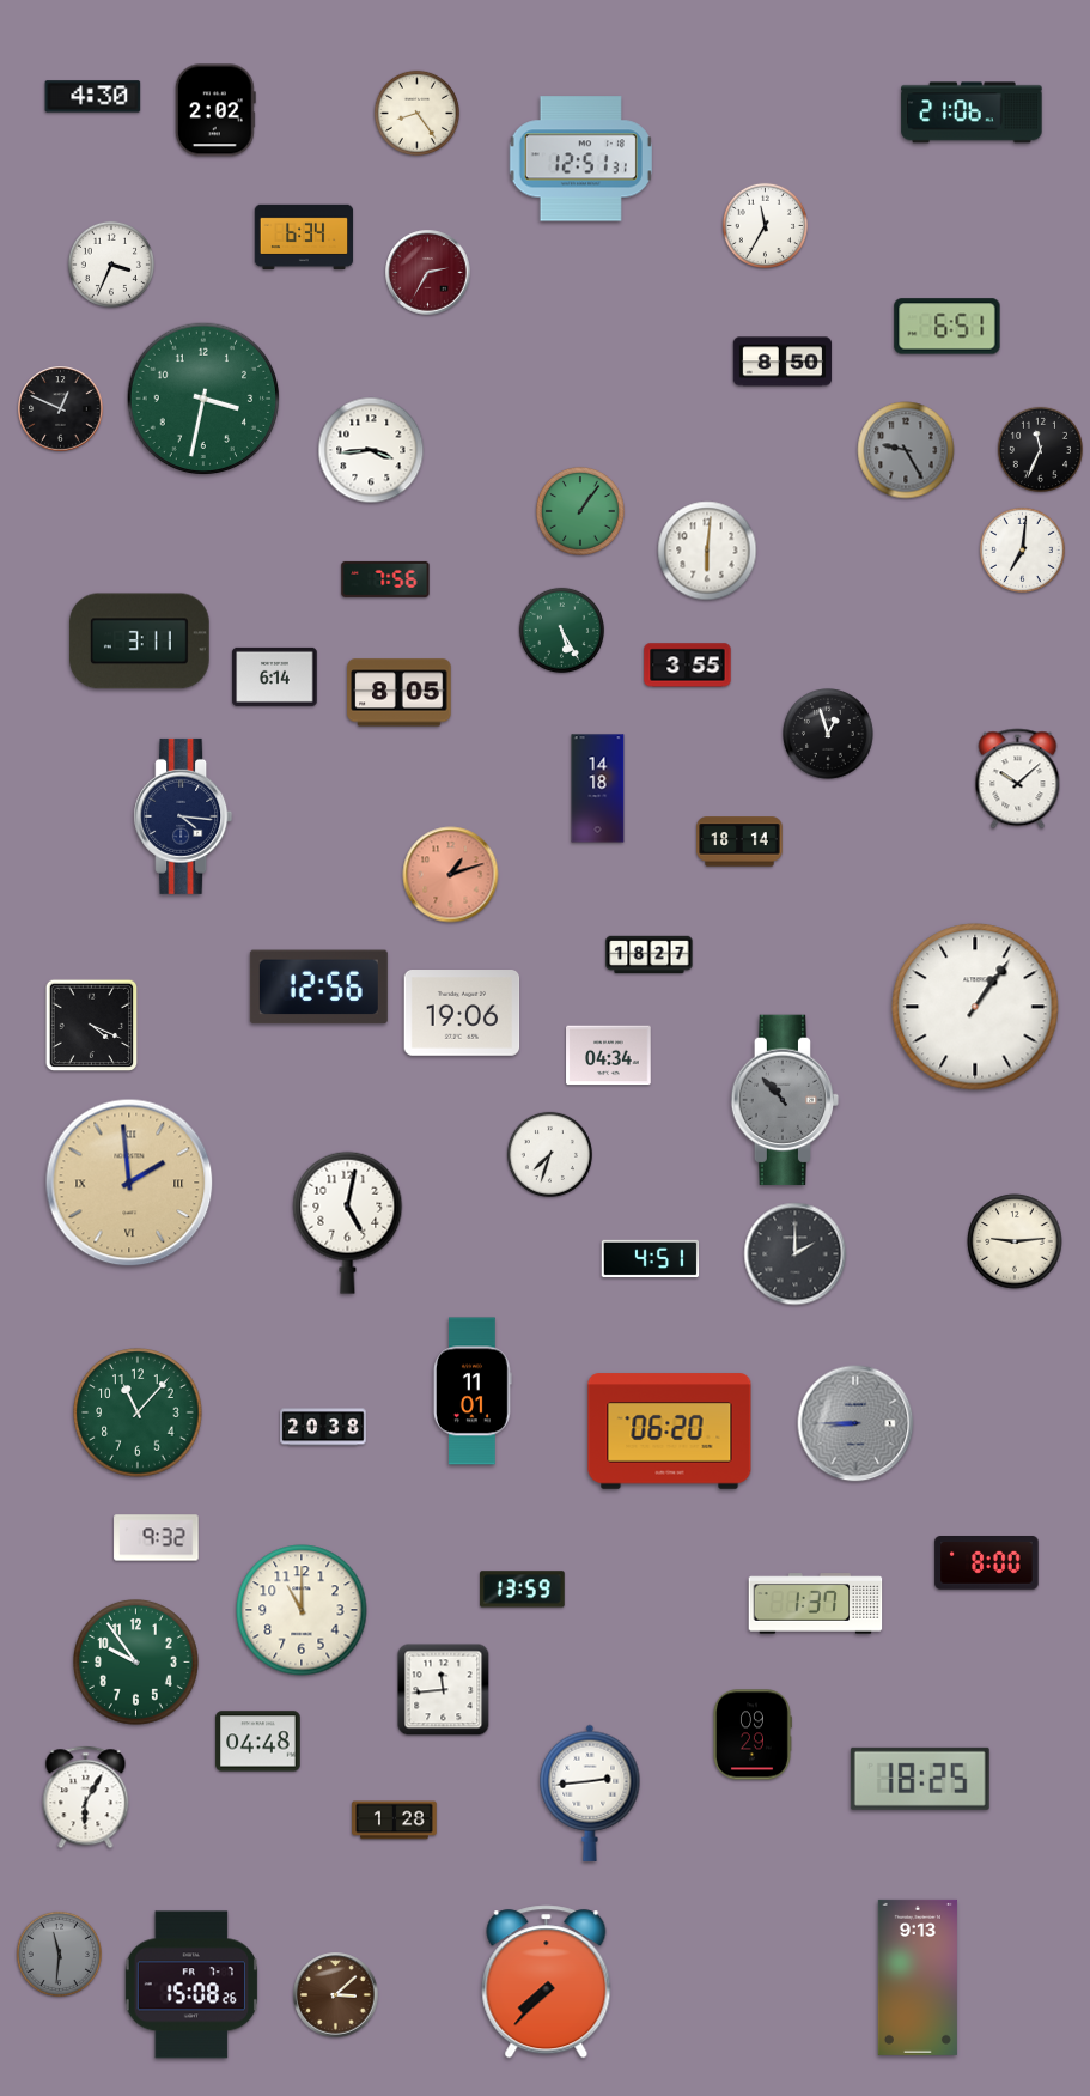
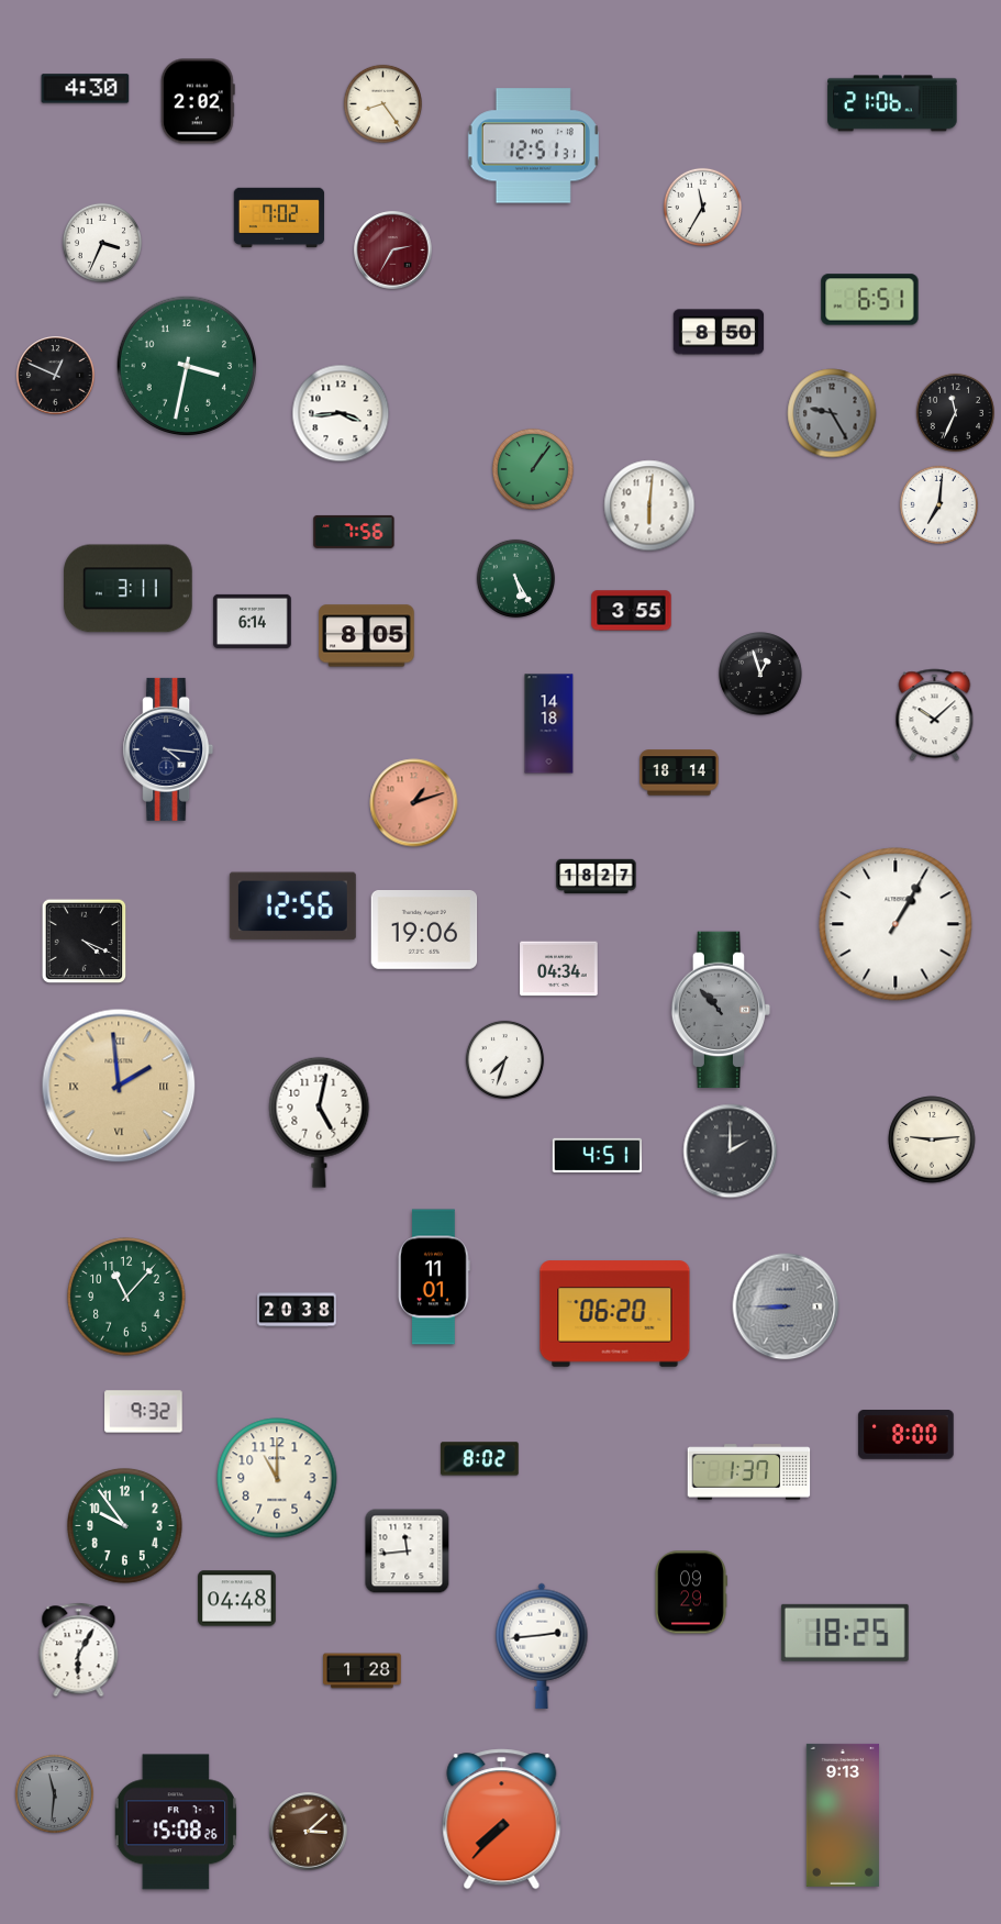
clock at (304, 237): 6:34 -> 7:02
clock at (975, 1007): 1:06 -> 1:05
clock at (523, 1590): 13:59 -> 8:02
